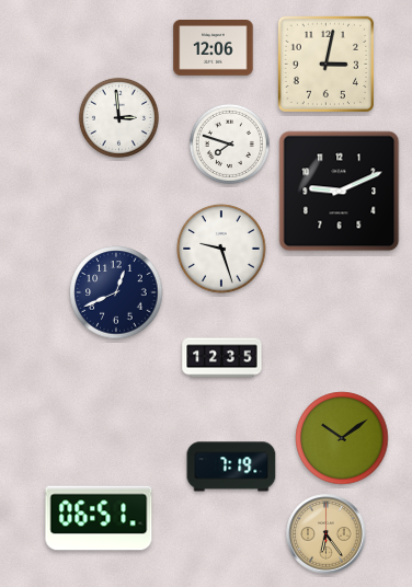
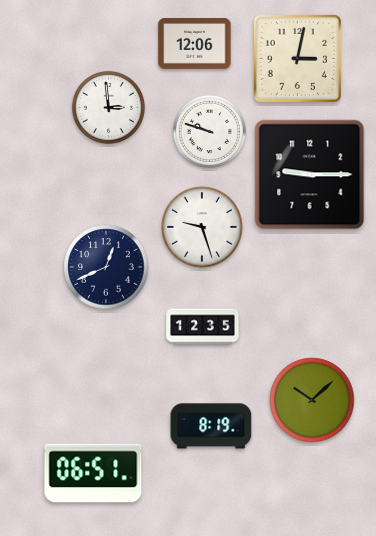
clock at (229, 143): 7:48 -> 9:48
clock at (340, 192): 9:11 -> 9:15
clock at (342, 438): 10:09 -> 10:08
clock at (231, 467): 7:19 -> 8:19
clock at (99, 518) position: (99, 518) -> (93, 473)
clock at (327, 534): 6:24 -> none
